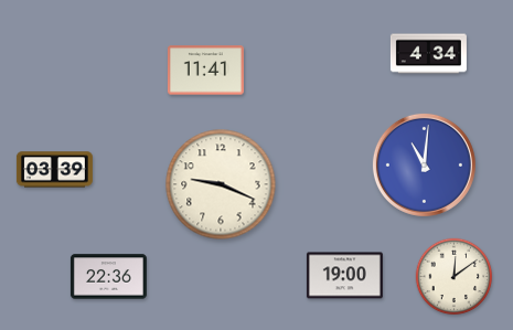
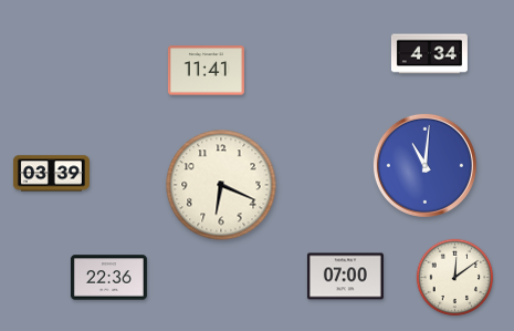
clock at (54, 170) position: (54, 170) -> (51, 174)
clock at (221, 184): 9:19 -> 6:19
clock at (344, 276): 19:00 -> 07:00
